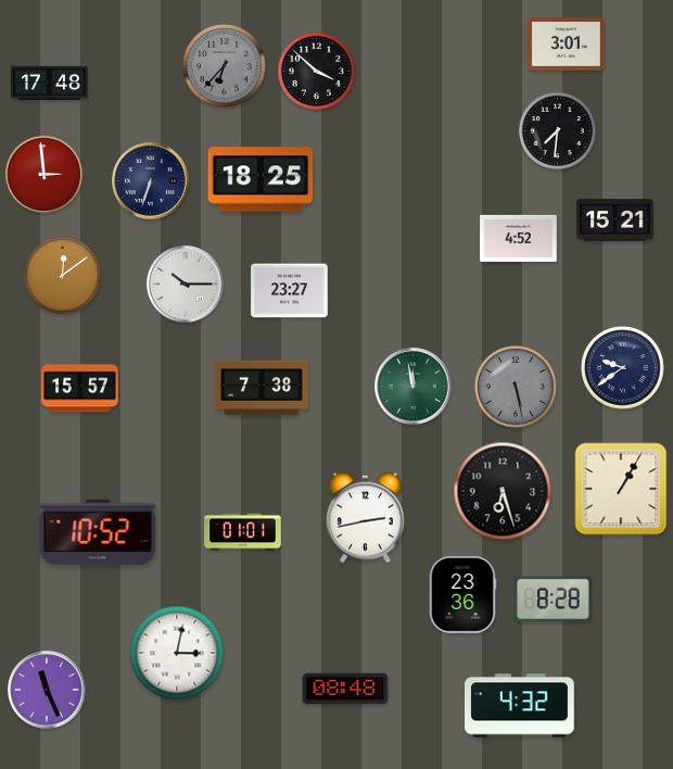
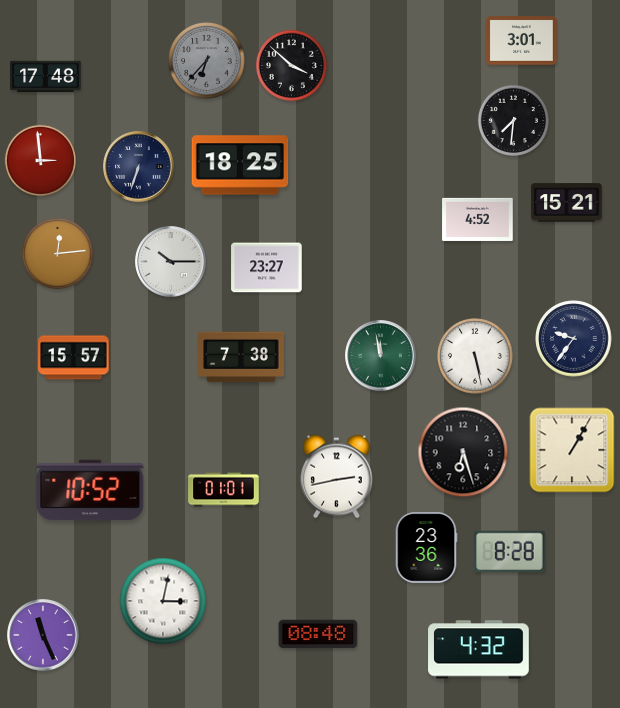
clock at (62, 275): 12:09 -> 12:14
clock at (623, 368): 9:39 -> 9:36
clock at (516, 387) dial: grey -> white
